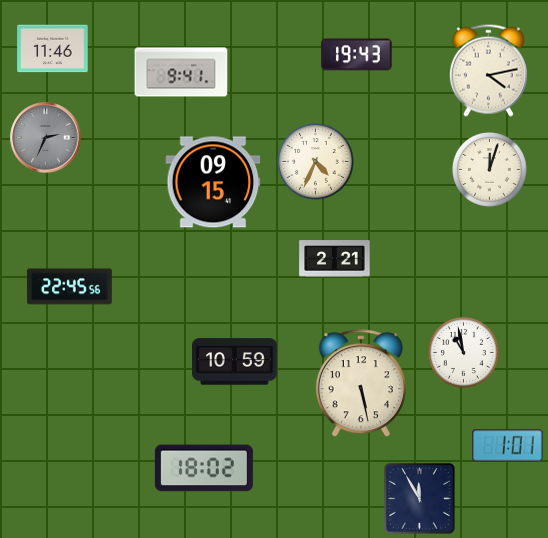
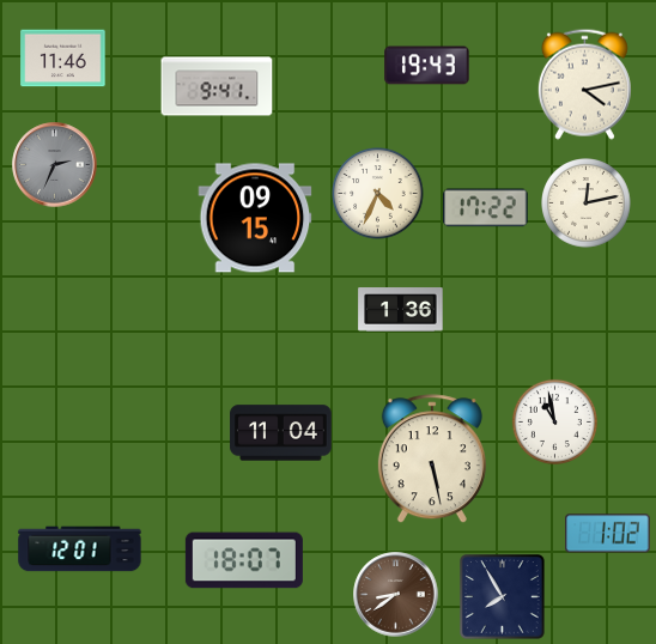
clock at (490, 170): 12:03 -> 12:13
clock at (486, 208): none -> 17:22
clock at (335, 259): 2:21 -> 1:36
clock at (70, 287): 22:45 -> none
clock at (235, 362): 10:59 -> 11:04
clock at (508, 446): 1:01 -> 1:02
clock at (80, 549): none -> 12:01
clock at (204, 468): 18:02 -> 18:07
clock at (396, 595): none -> 8:39
clock at (420, 499): 11:55 -> 7:55
